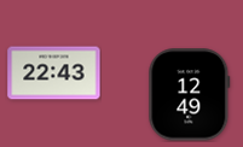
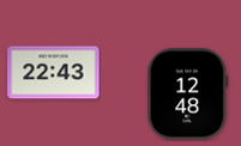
clock at (190, 95): 12:49 -> 12:48
